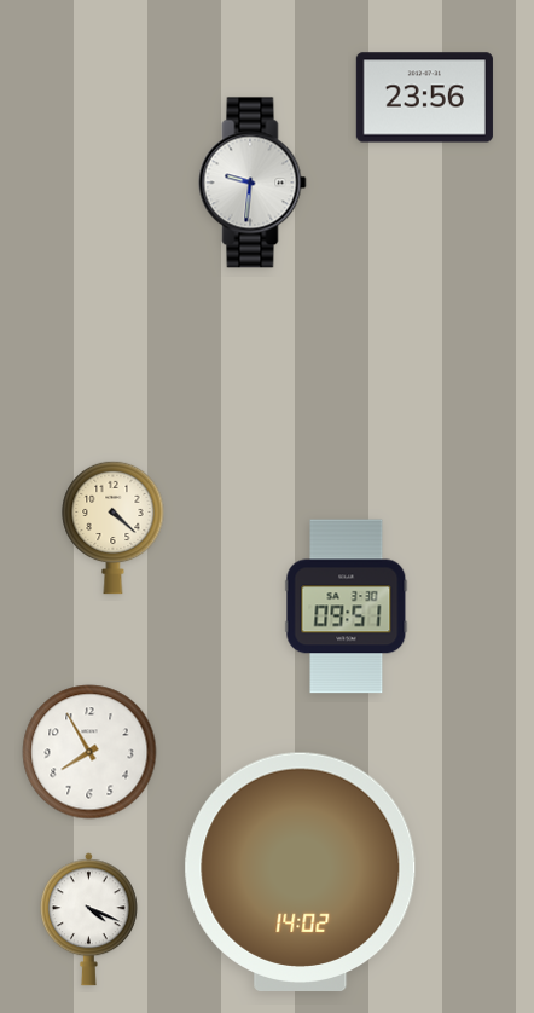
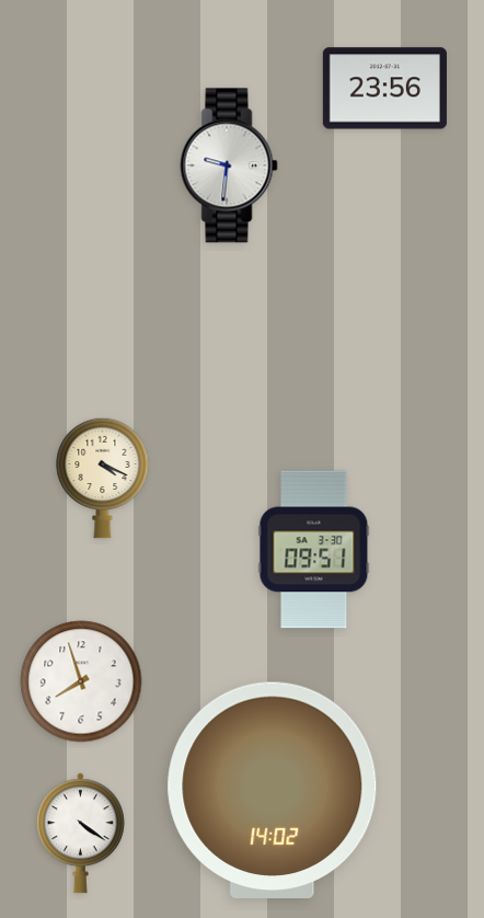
clock at (114, 527): 4:22 -> 4:19
clock at (89, 752): 7:55 -> 7:57
clock at (88, 920): 4:19 -> 4:21
